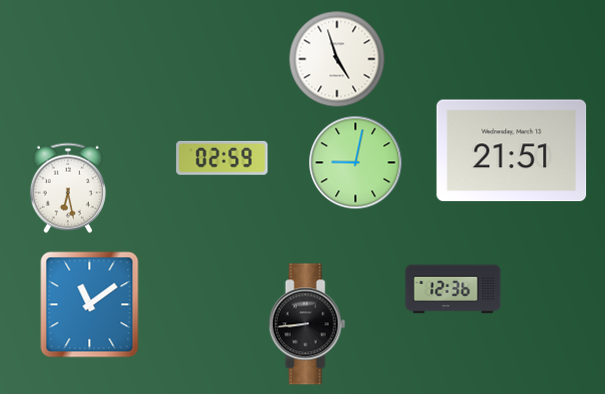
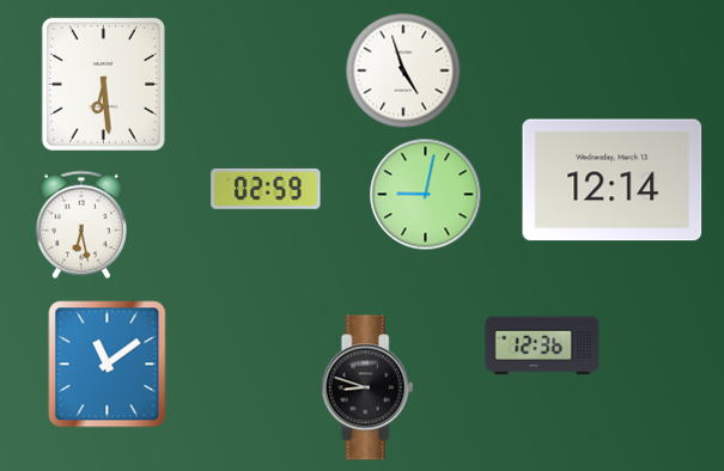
clock at (103, 84): none -> 6:29
clock at (512, 151): 21:51 -> 12:14
clock at (307, 324): 8:44 -> 8:48
